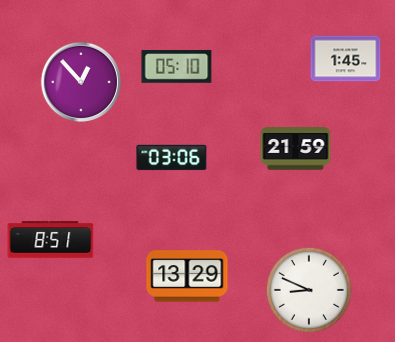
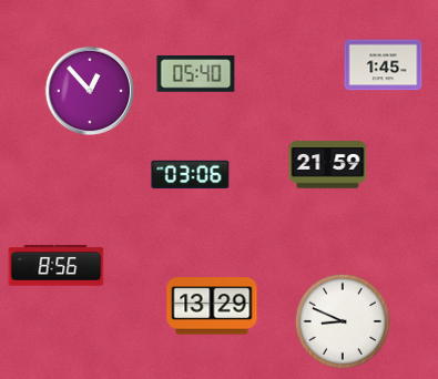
clock at (177, 67): 05:10 -> 05:40
clock at (51, 240): 8:51 -> 8:56
clock at (187, 276) position: (187, 276) -> (212, 306)
